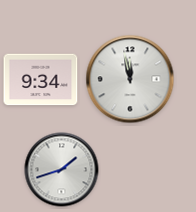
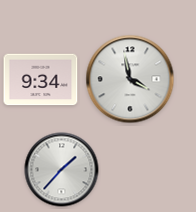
clock at (130, 79): 11:58 -> 3:58
clock at (62, 170): 1:42 -> 1:37
